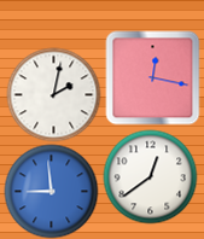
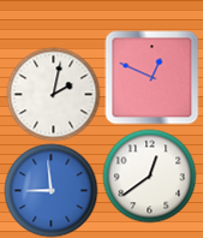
clock at (152, 77): 12:17 -> 12:49
